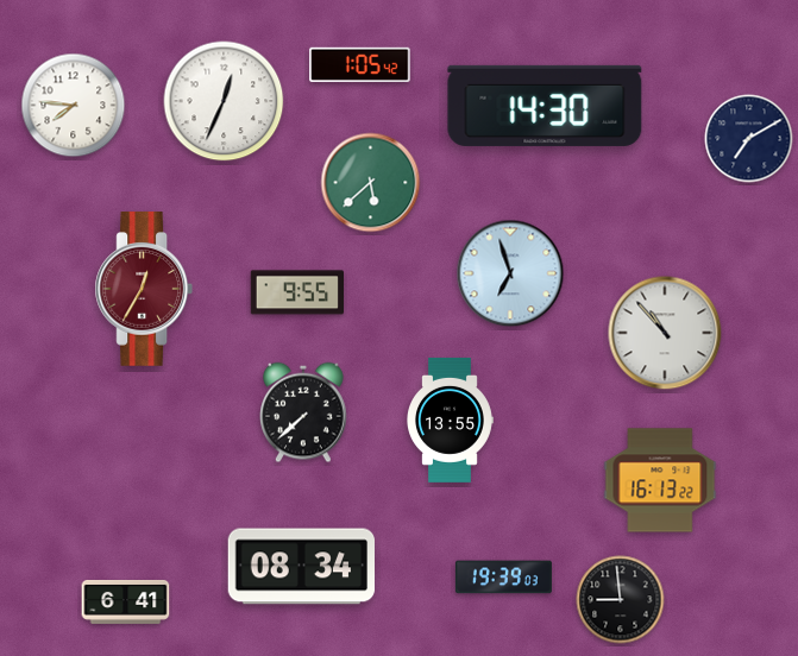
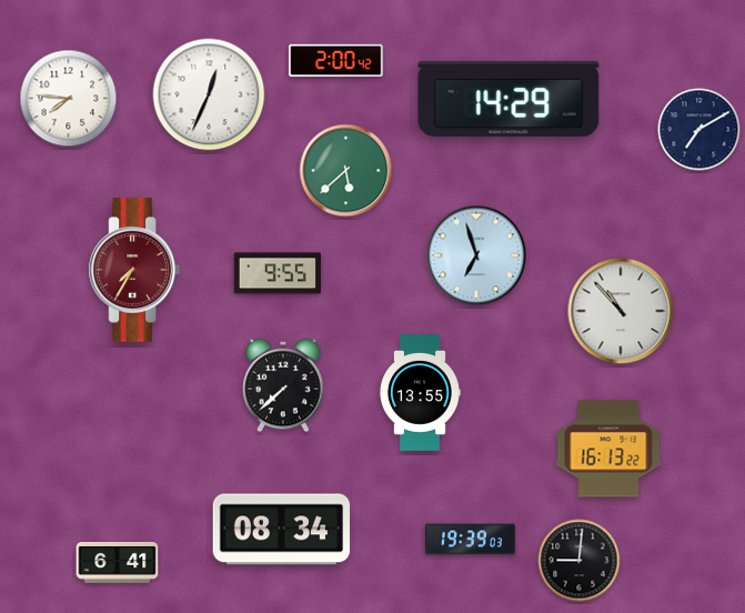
clock at (360, 64): 1:05 -> 2:00
clock at (545, 106): 14:30 -> 14:29
clock at (143, 290): 12:35 -> 7:35
clock at (660, 480) position: (660, 480) -> (608, 449)
clock at (621, 600): 8:59 -> 9:01
